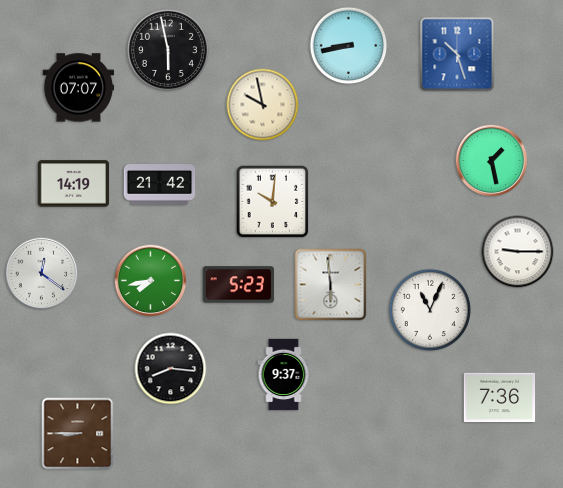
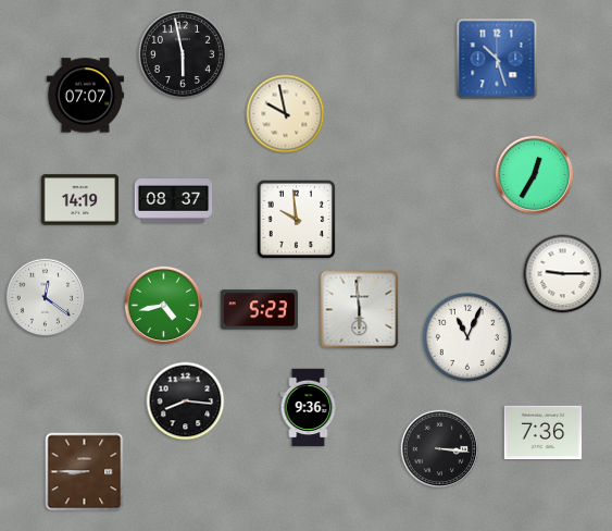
clock at (349, 46): 8:43 -> none
clock at (492, 161): 1:28 -> 12:35
clock at (160, 185): 21:42 -> 08:37
clock at (273, 202): 10:01 -> 9:59
clock at (151, 281): 7:43 -> 4:43
clock at (284, 375): 9:37 -> 9:36
clock at (440, 449): none -> 3:16
